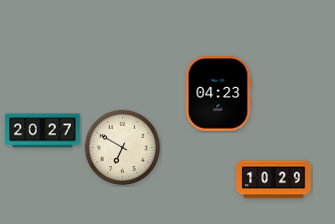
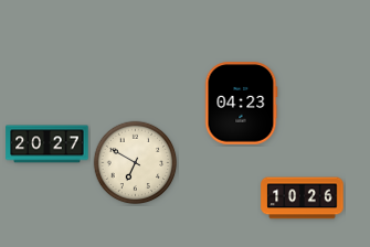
clock at (274, 180): 10:29 -> 10:26
